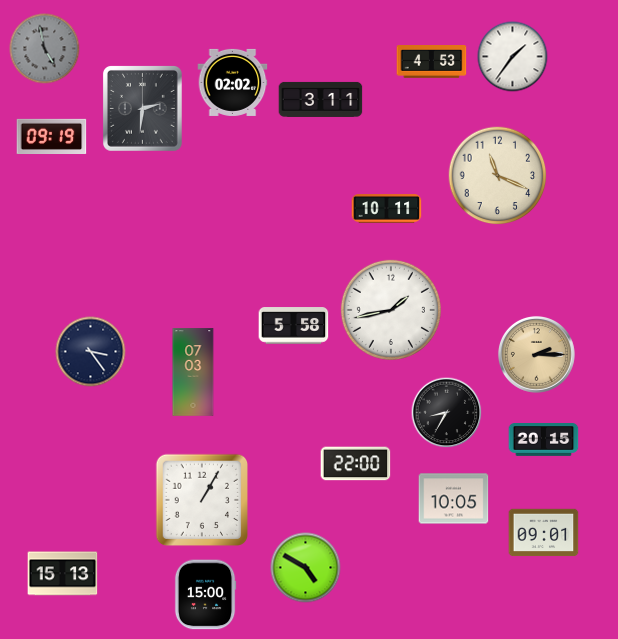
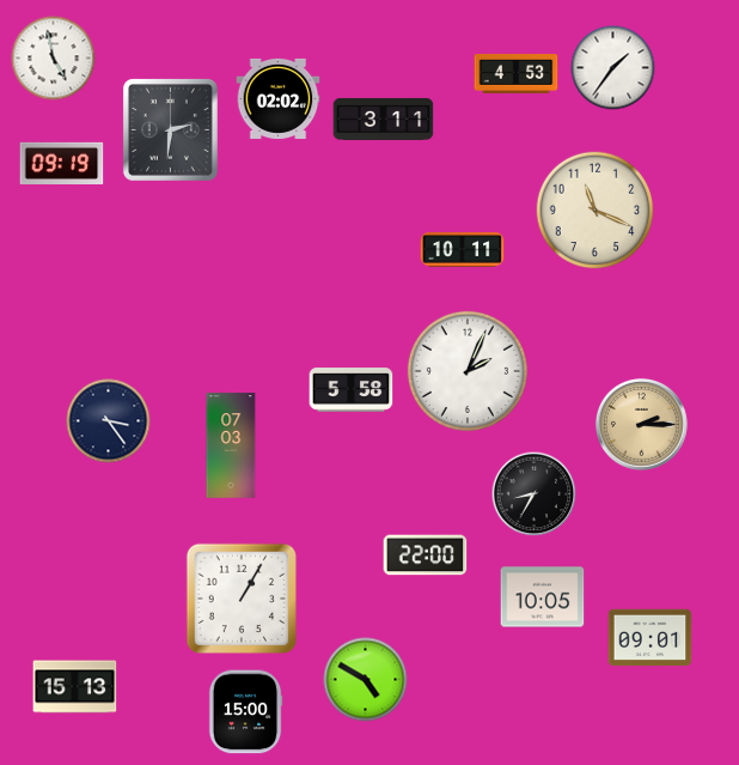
clock at (45, 49) dial: grey -> white
clock at (391, 310): 1:43 -> 2:04
clock at (544, 440): 20:15 -> none
